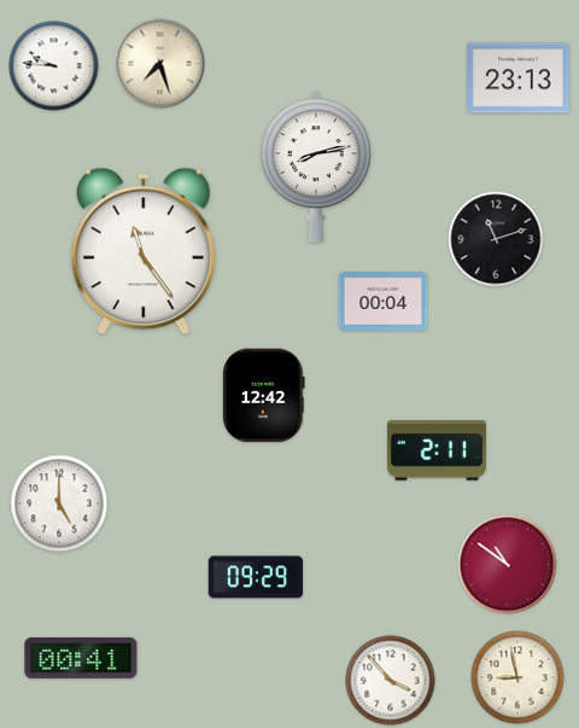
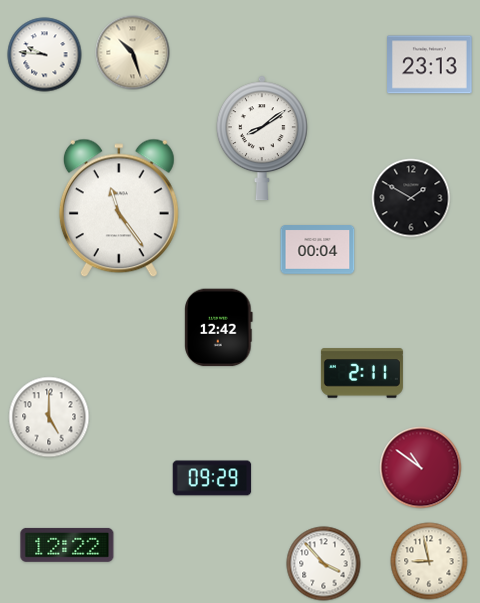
clock at (160, 64): 7:27 -> 10:27
clock at (316, 167): 8:13 -> 8:09
clock at (496, 239): 11:12 -> 1:50
clock at (81, 658): 00:41 -> 12:22
